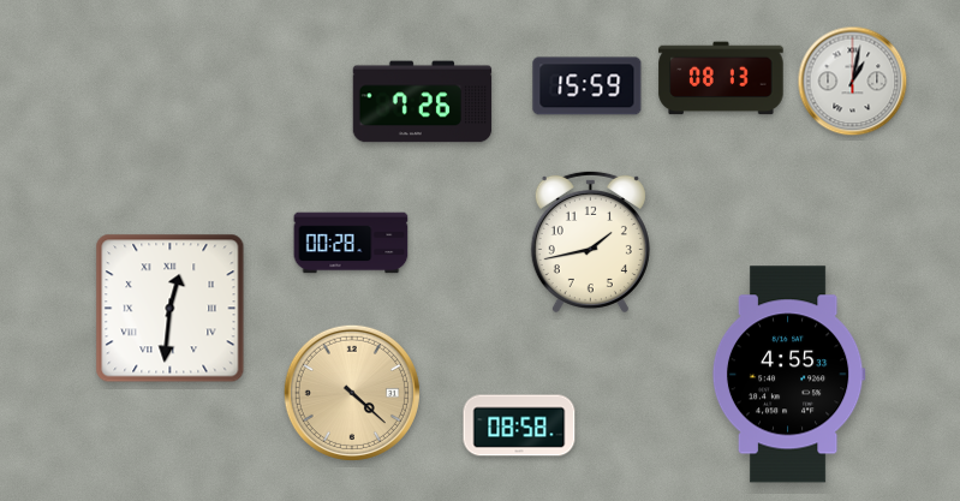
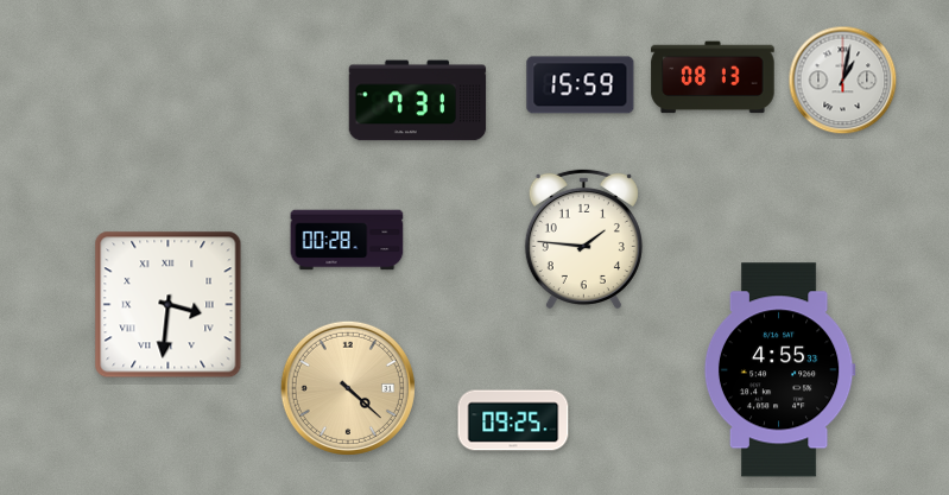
clock at (423, 102): 7:26 -> 7:31
clock at (590, 240): 1:43 -> 1:46
clock at (171, 309): 12:31 -> 3:31
clock at (519, 425): 08:58 -> 09:25
